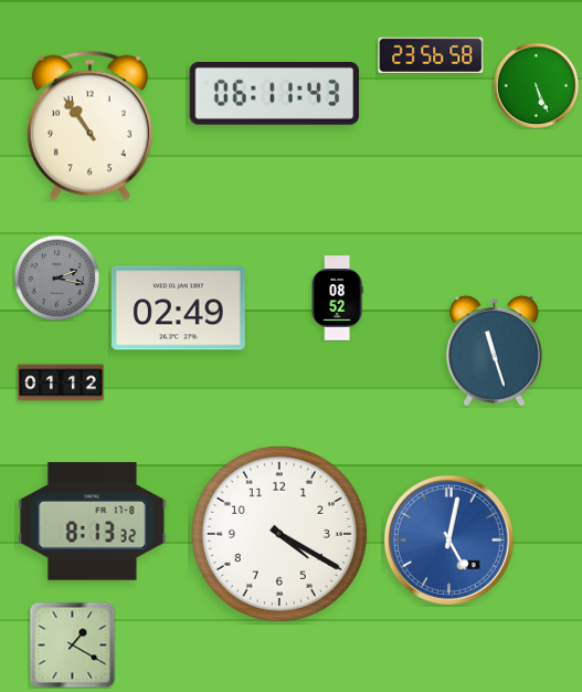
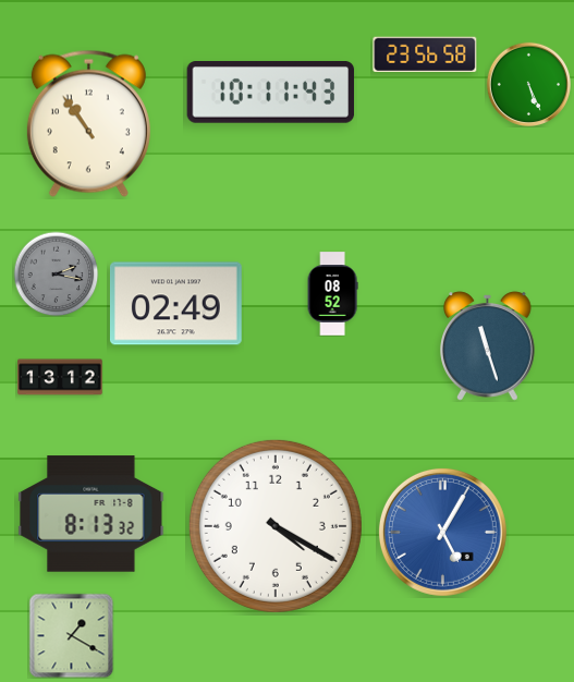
clock at (275, 94): 06:11 -> 10:11
clock at (61, 382): 01:12 -> 13:12
clock at (448, 539): 5:02 -> 5:05
